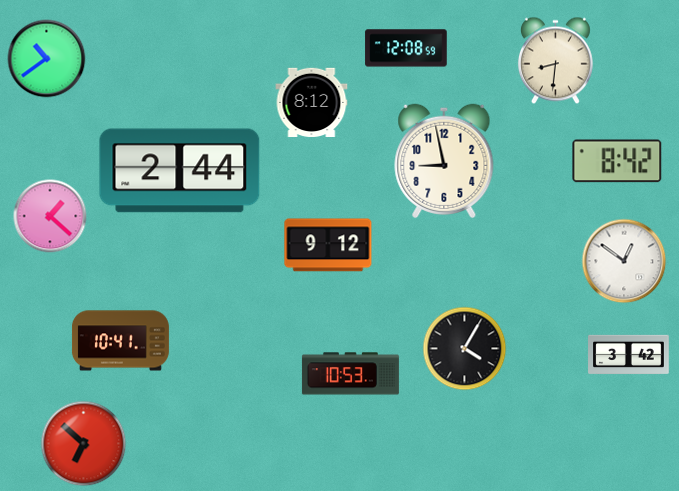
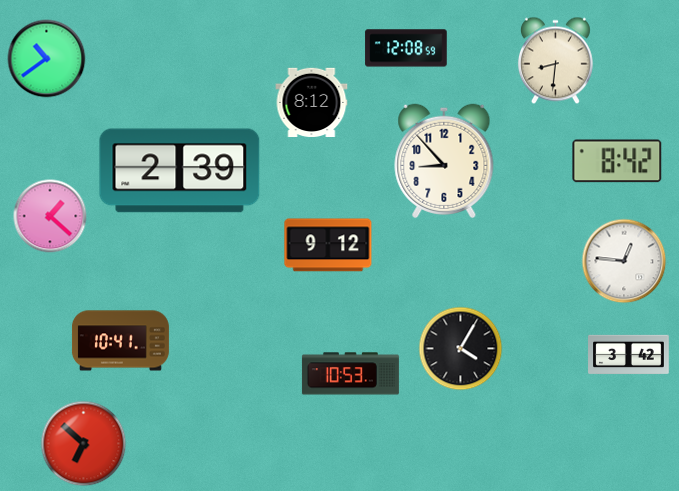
clock at (444, 161): 8:58 -> 8:53
clock at (180, 171): 2:44 -> 2:39
clock at (624, 261): 12:51 -> 12:46
clock at (465, 349) position: (465, 349) -> (461, 349)
